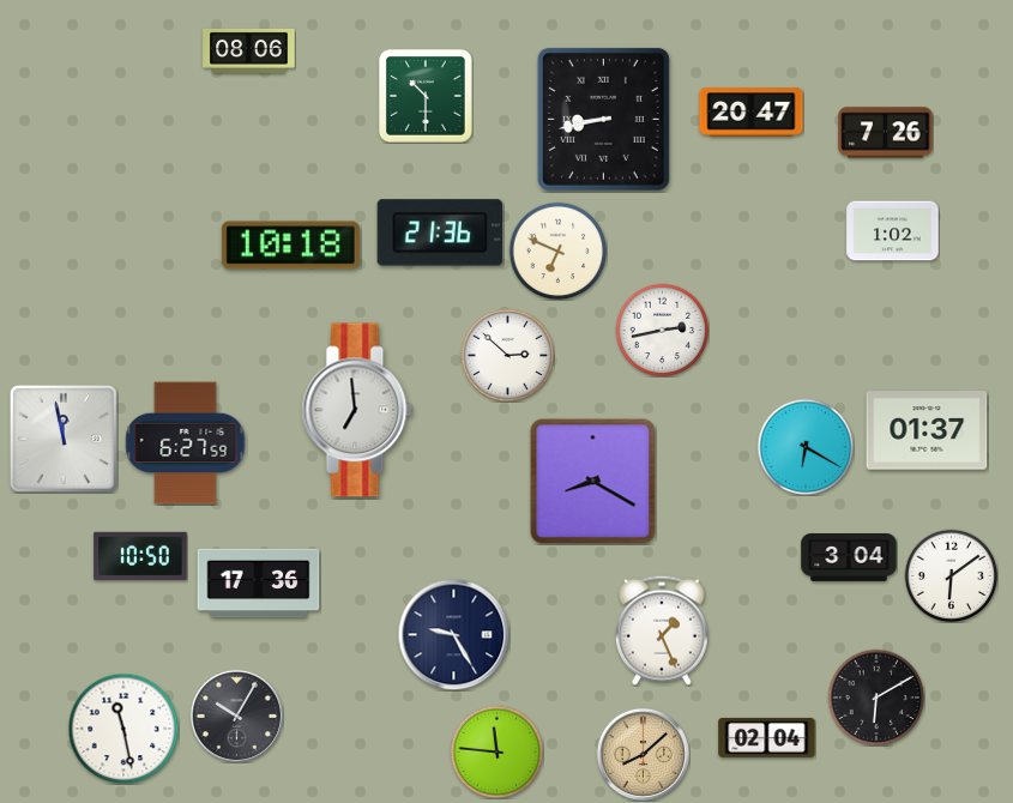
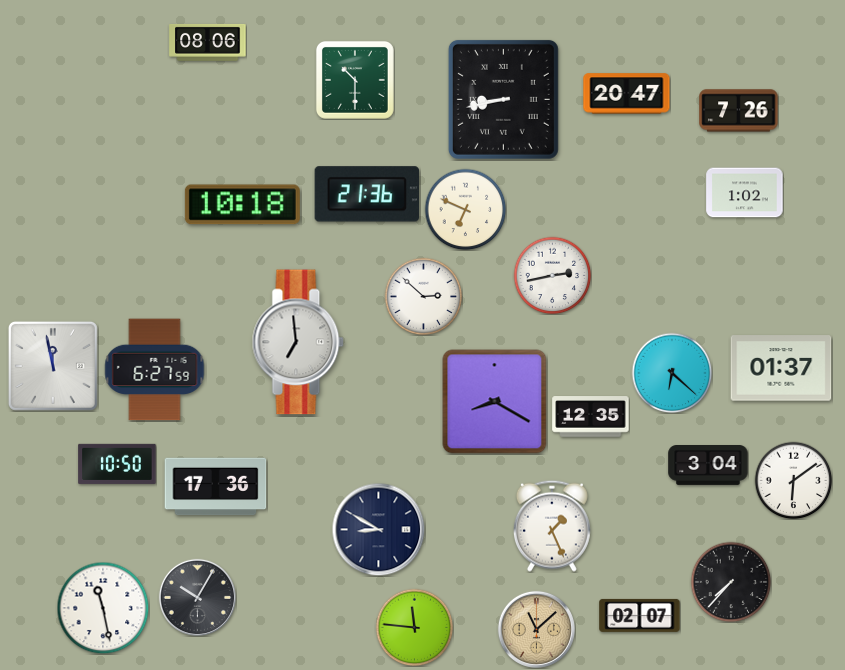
clock at (927, 430) position: (927, 430) -> (781, 368)
clock at (806, 447): 6:20 -> 6:22
clock at (591, 417): none -> 12:35
clock at (453, 634): 9:25 -> 8:50
clock at (876, 698): 6:10 -> 7:37
clock at (767, 737): 02:04 -> 02:07
clock at (643, 754): 8:08 -> 11:08
